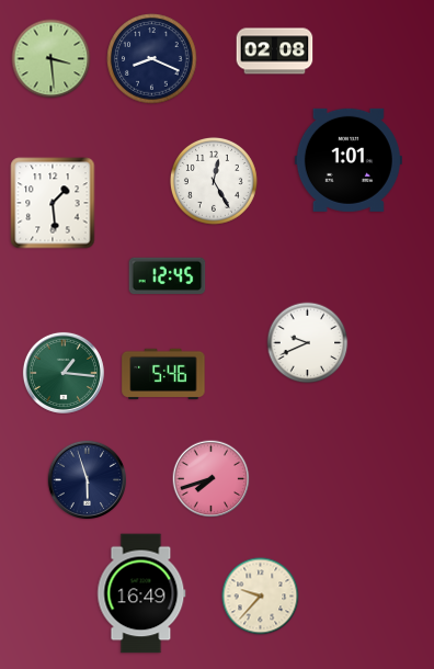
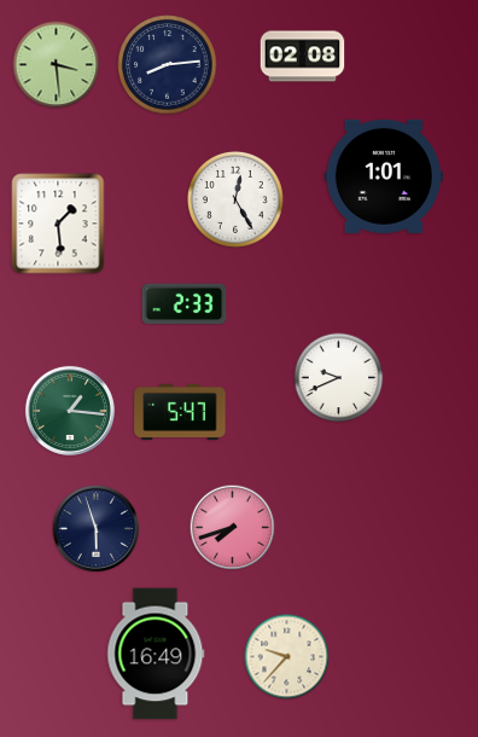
clock at (152, 59): 8:19 -> 8:14
clock at (168, 276): 12:45 -> 2:33
clock at (163, 373): 5:46 -> 5:47
